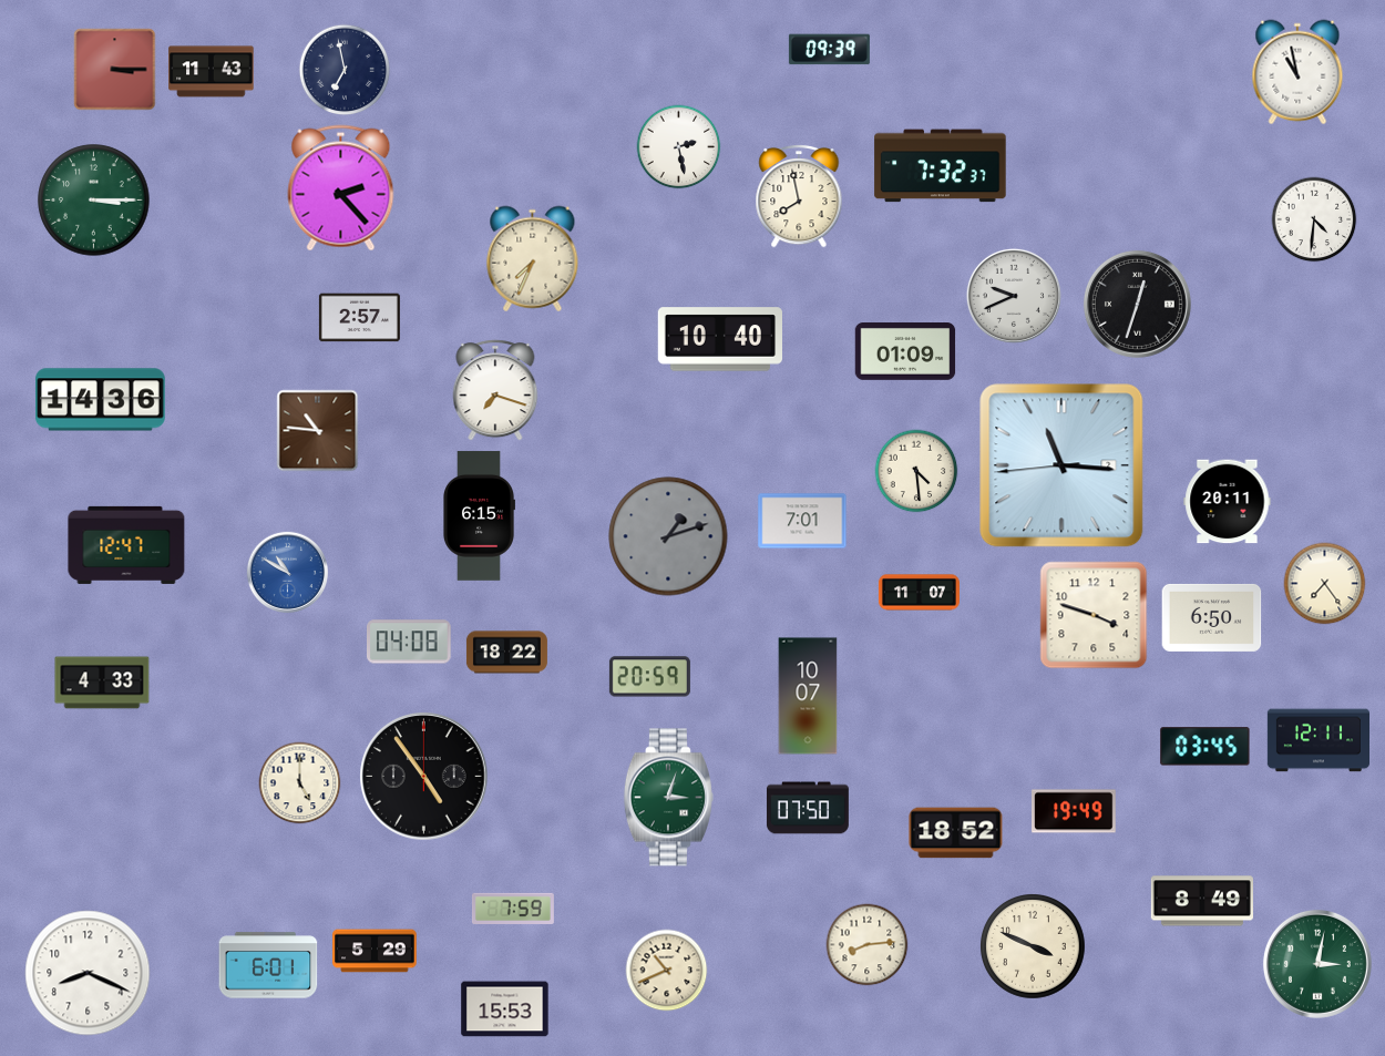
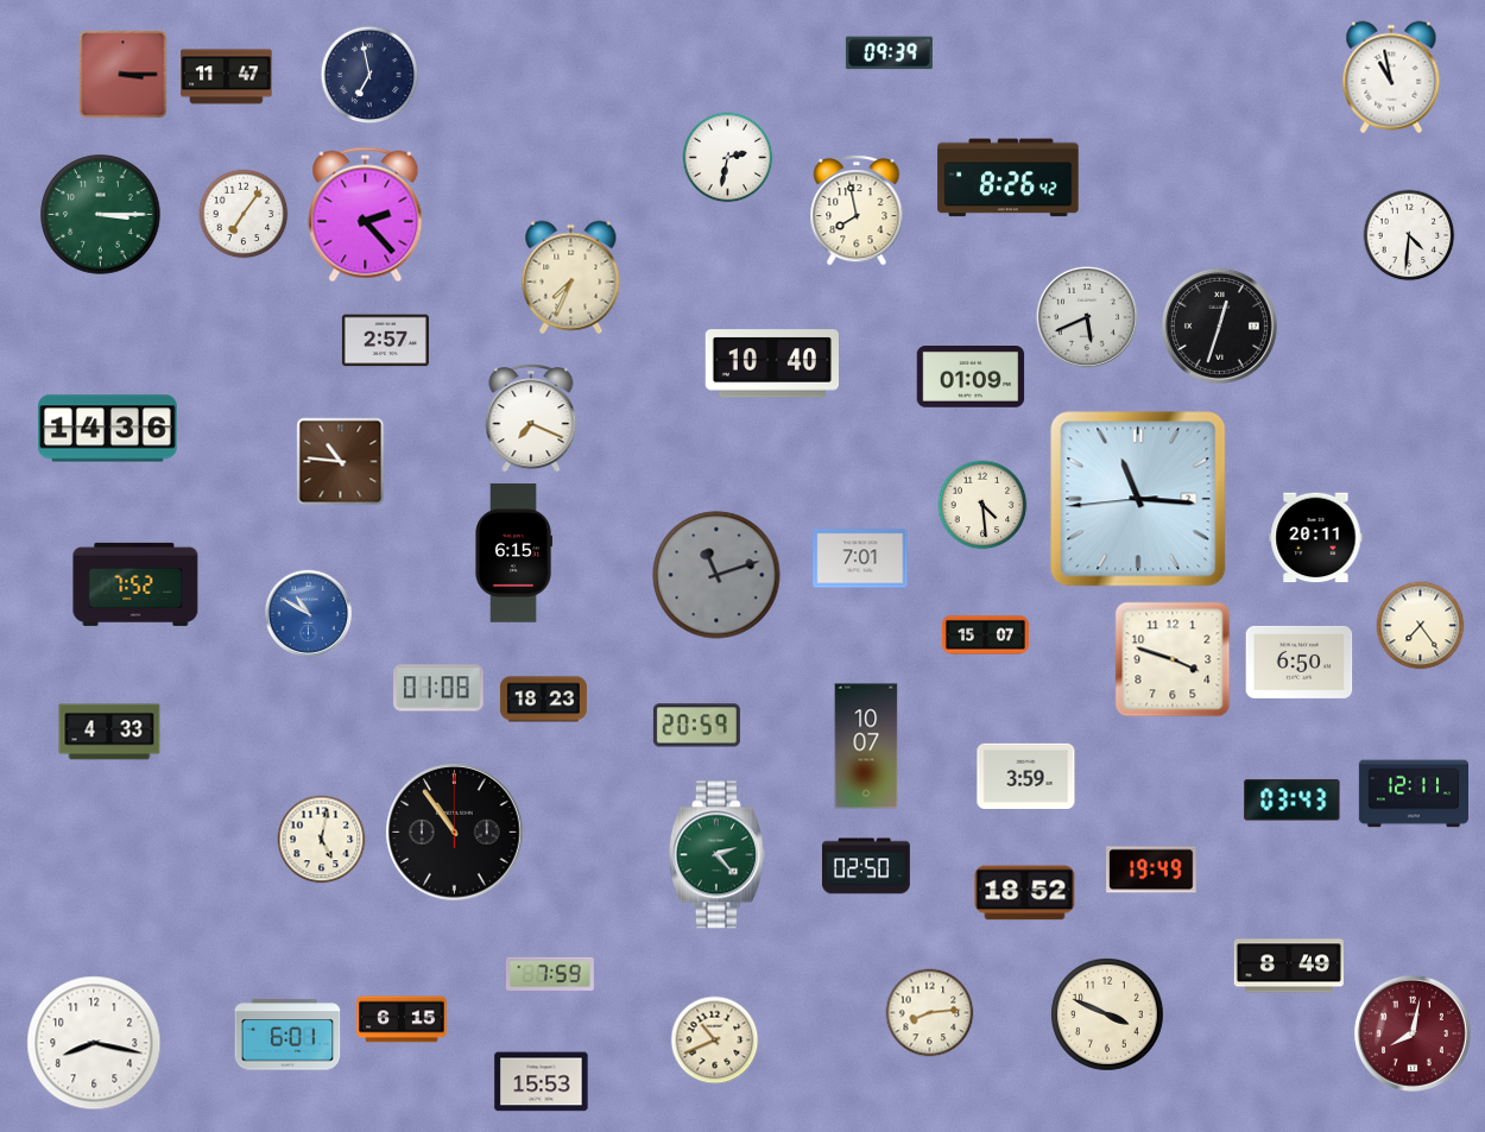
clock at (212, 72): 11:43 -> 11:47
clock at (679, 147): 2:28 -> 2:32
clock at (941, 166): 7:32 -> 8:26
clock at (341, 188) position: (341, 188) -> (366, 215)
clock at (244, 214): none -> 7:06
clock at (1014, 296): 9:41 -> 5:41
clock at (495, 390): 7:18 -> 7:19
clock at (668, 536): 1:12 -> 11:12
clock at (126, 545): 12:47 -> 7:52
clock at (919, 593): 11:07 -> 15:07
clock at (410, 642): 04:08 -> 01:08
clock at (506, 653): 18:22 -> 18:23
clock at (1026, 776): none -> 3:59
clock at (1206, 747): 03:45 -> 03:43
clock at (424, 777): 4:54 -> 10:54
clock at (300, 783): 5:00 -> 5:02
clock at (668, 798): 3:03 -> 2:23
clock at (808, 808): 07:50 -> 02:50
clock at (375, 951): 5:29 -> 6:15
clock at (1317, 964): 3:02 -> 8:02
clock at (1317, 964) dial: green -> burgundy
clock at (88, 973): 8:19 -> 8:17
